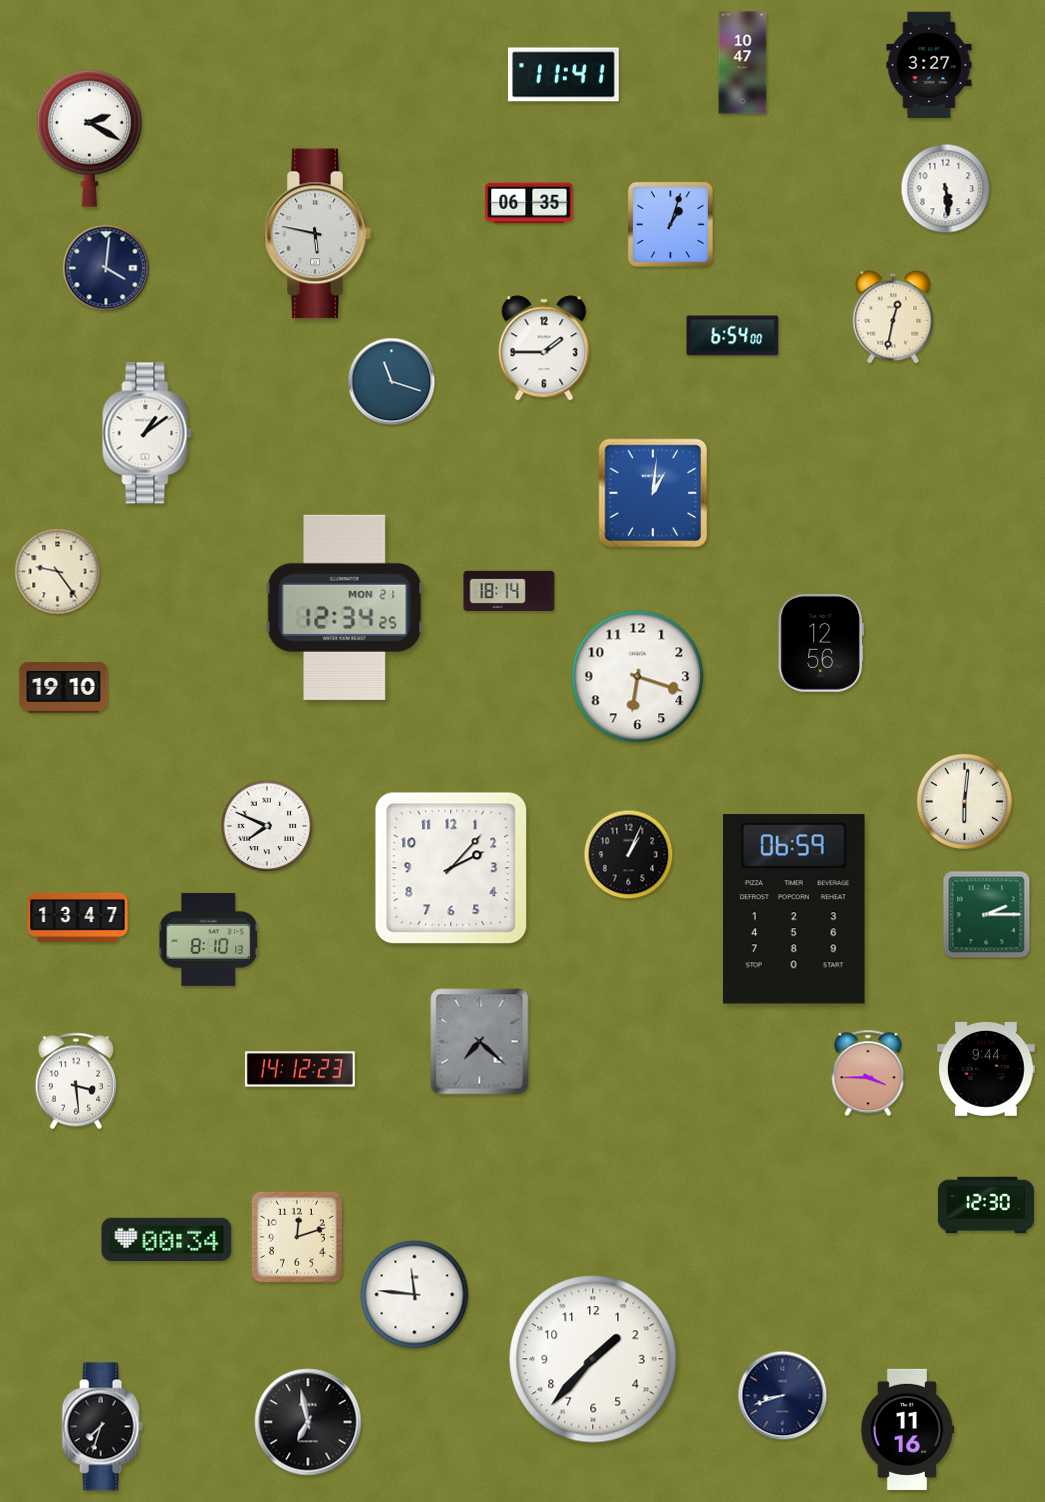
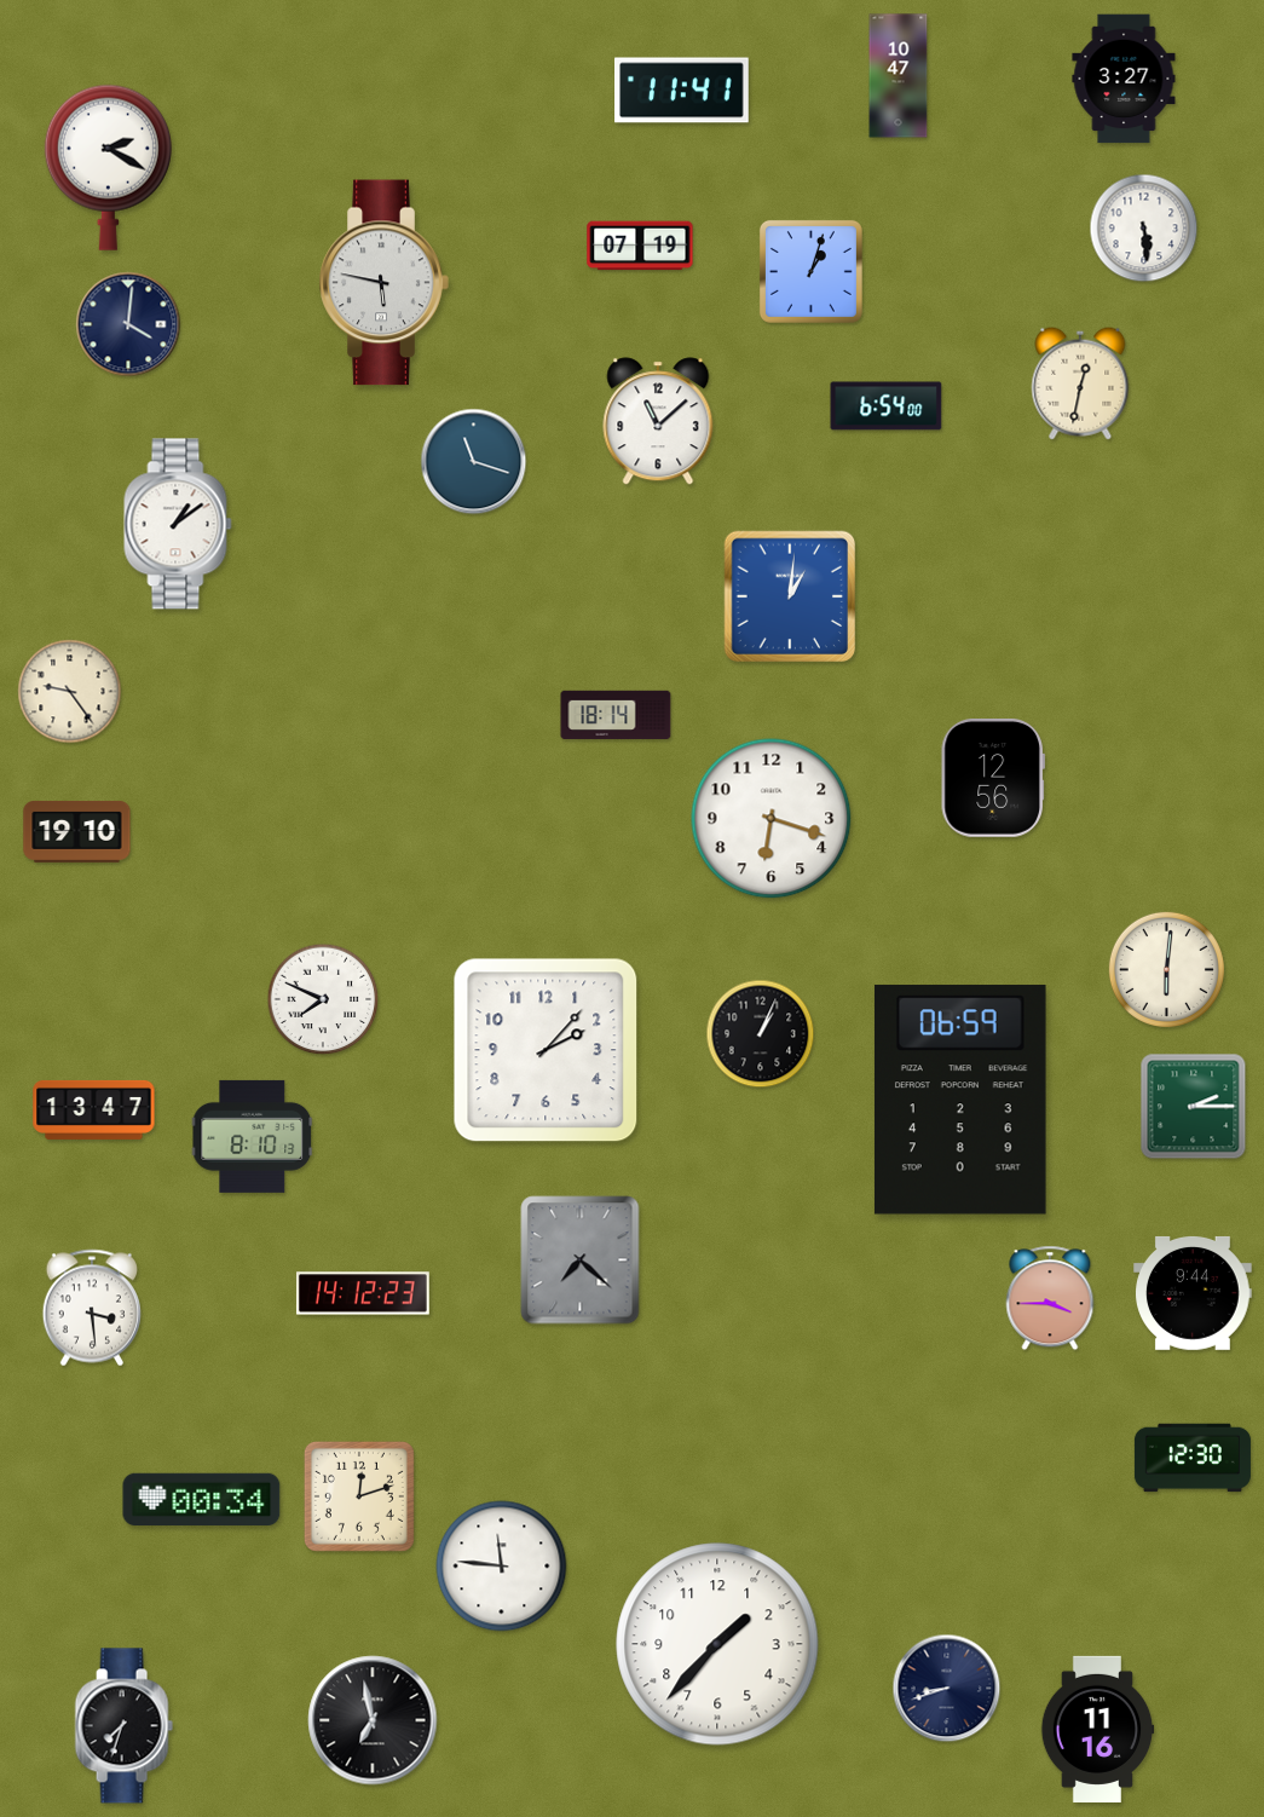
clock at (529, 203): 06:35 -> 07:19
clock at (544, 348): 1:45 -> 11:08
clock at (345, 607): 12:34 -> none
